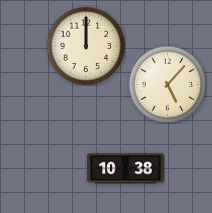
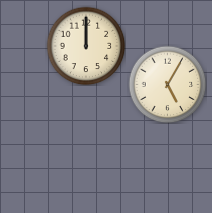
clock at (167, 84): 5:07 -> 5:05
clock at (126, 169): 10:38 -> none
